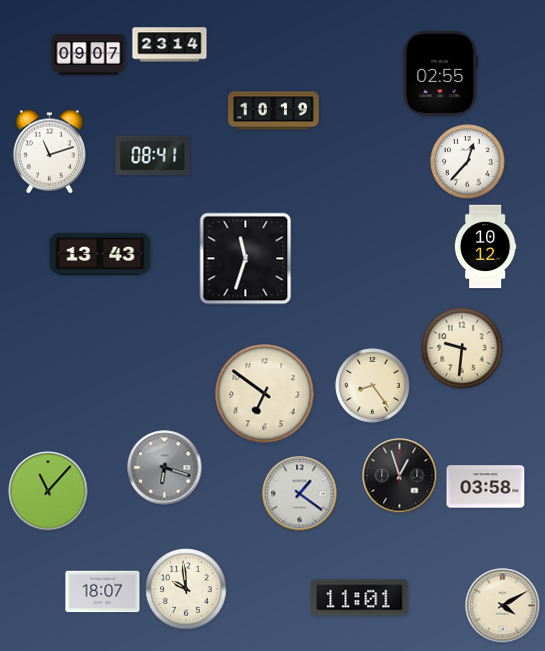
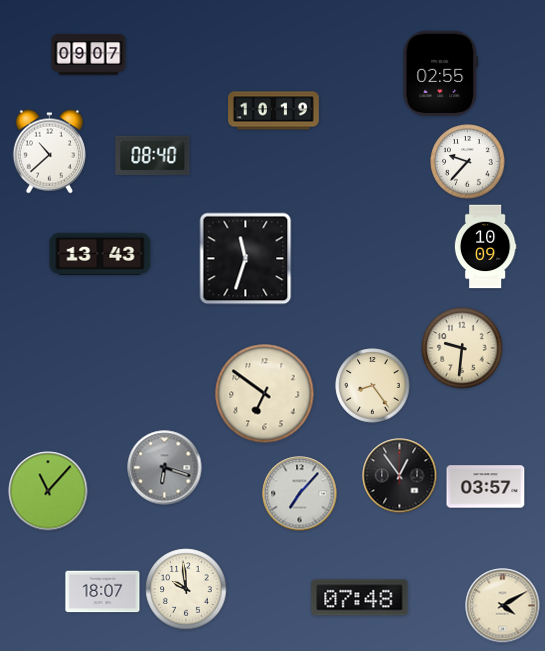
clock at (170, 45): 23:14 -> none
clock at (49, 152): 11:12 -> 10:38
clock at (153, 155): 08:41 -> 08:40
clock at (468, 162): 12:37 -> 9:37
clock at (485, 247): 10:12 -> 10:09
clock at (400, 476): 12:57 -> 12:54
clock at (486, 487): 03:58 -> 03:57
clock at (300, 494): 1:21 -> 7:07
clock at (360, 598): 11:01 -> 07:48
